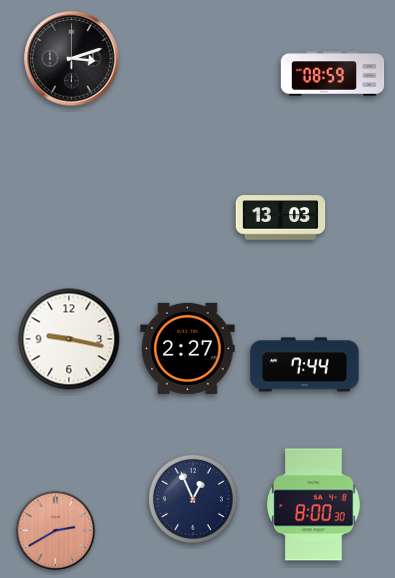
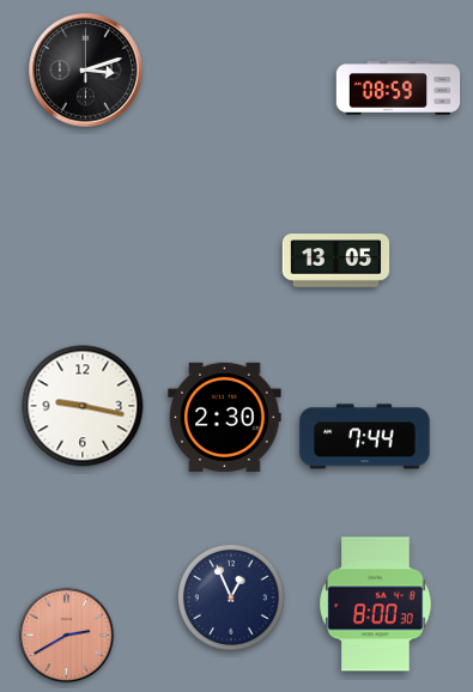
clock at (281, 218): 13:03 -> 13:05
clock at (188, 348): 2:27 -> 2:30
